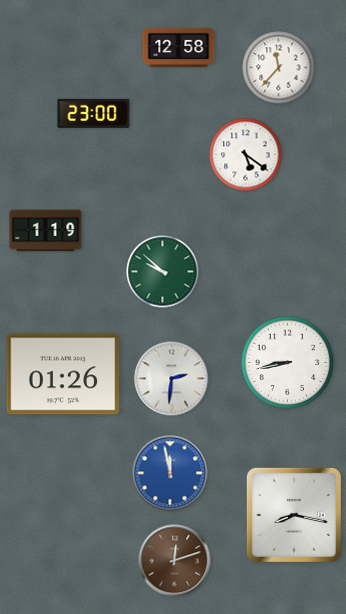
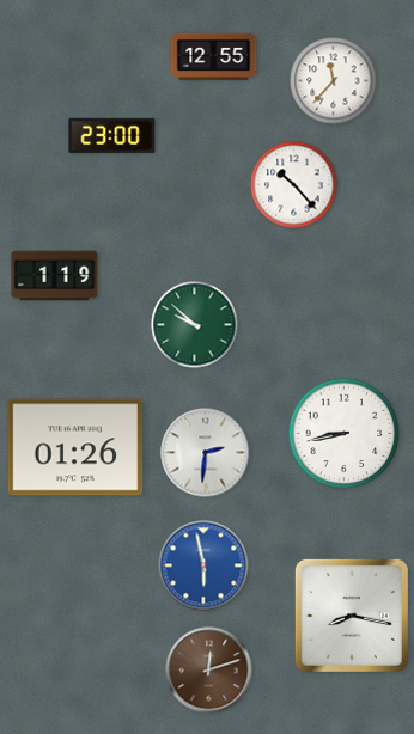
clock at (179, 47): 12:58 -> 12:55
clock at (246, 155): 5:21 -> 10:23
clock at (170, 473): 11:58 -> 5:58
